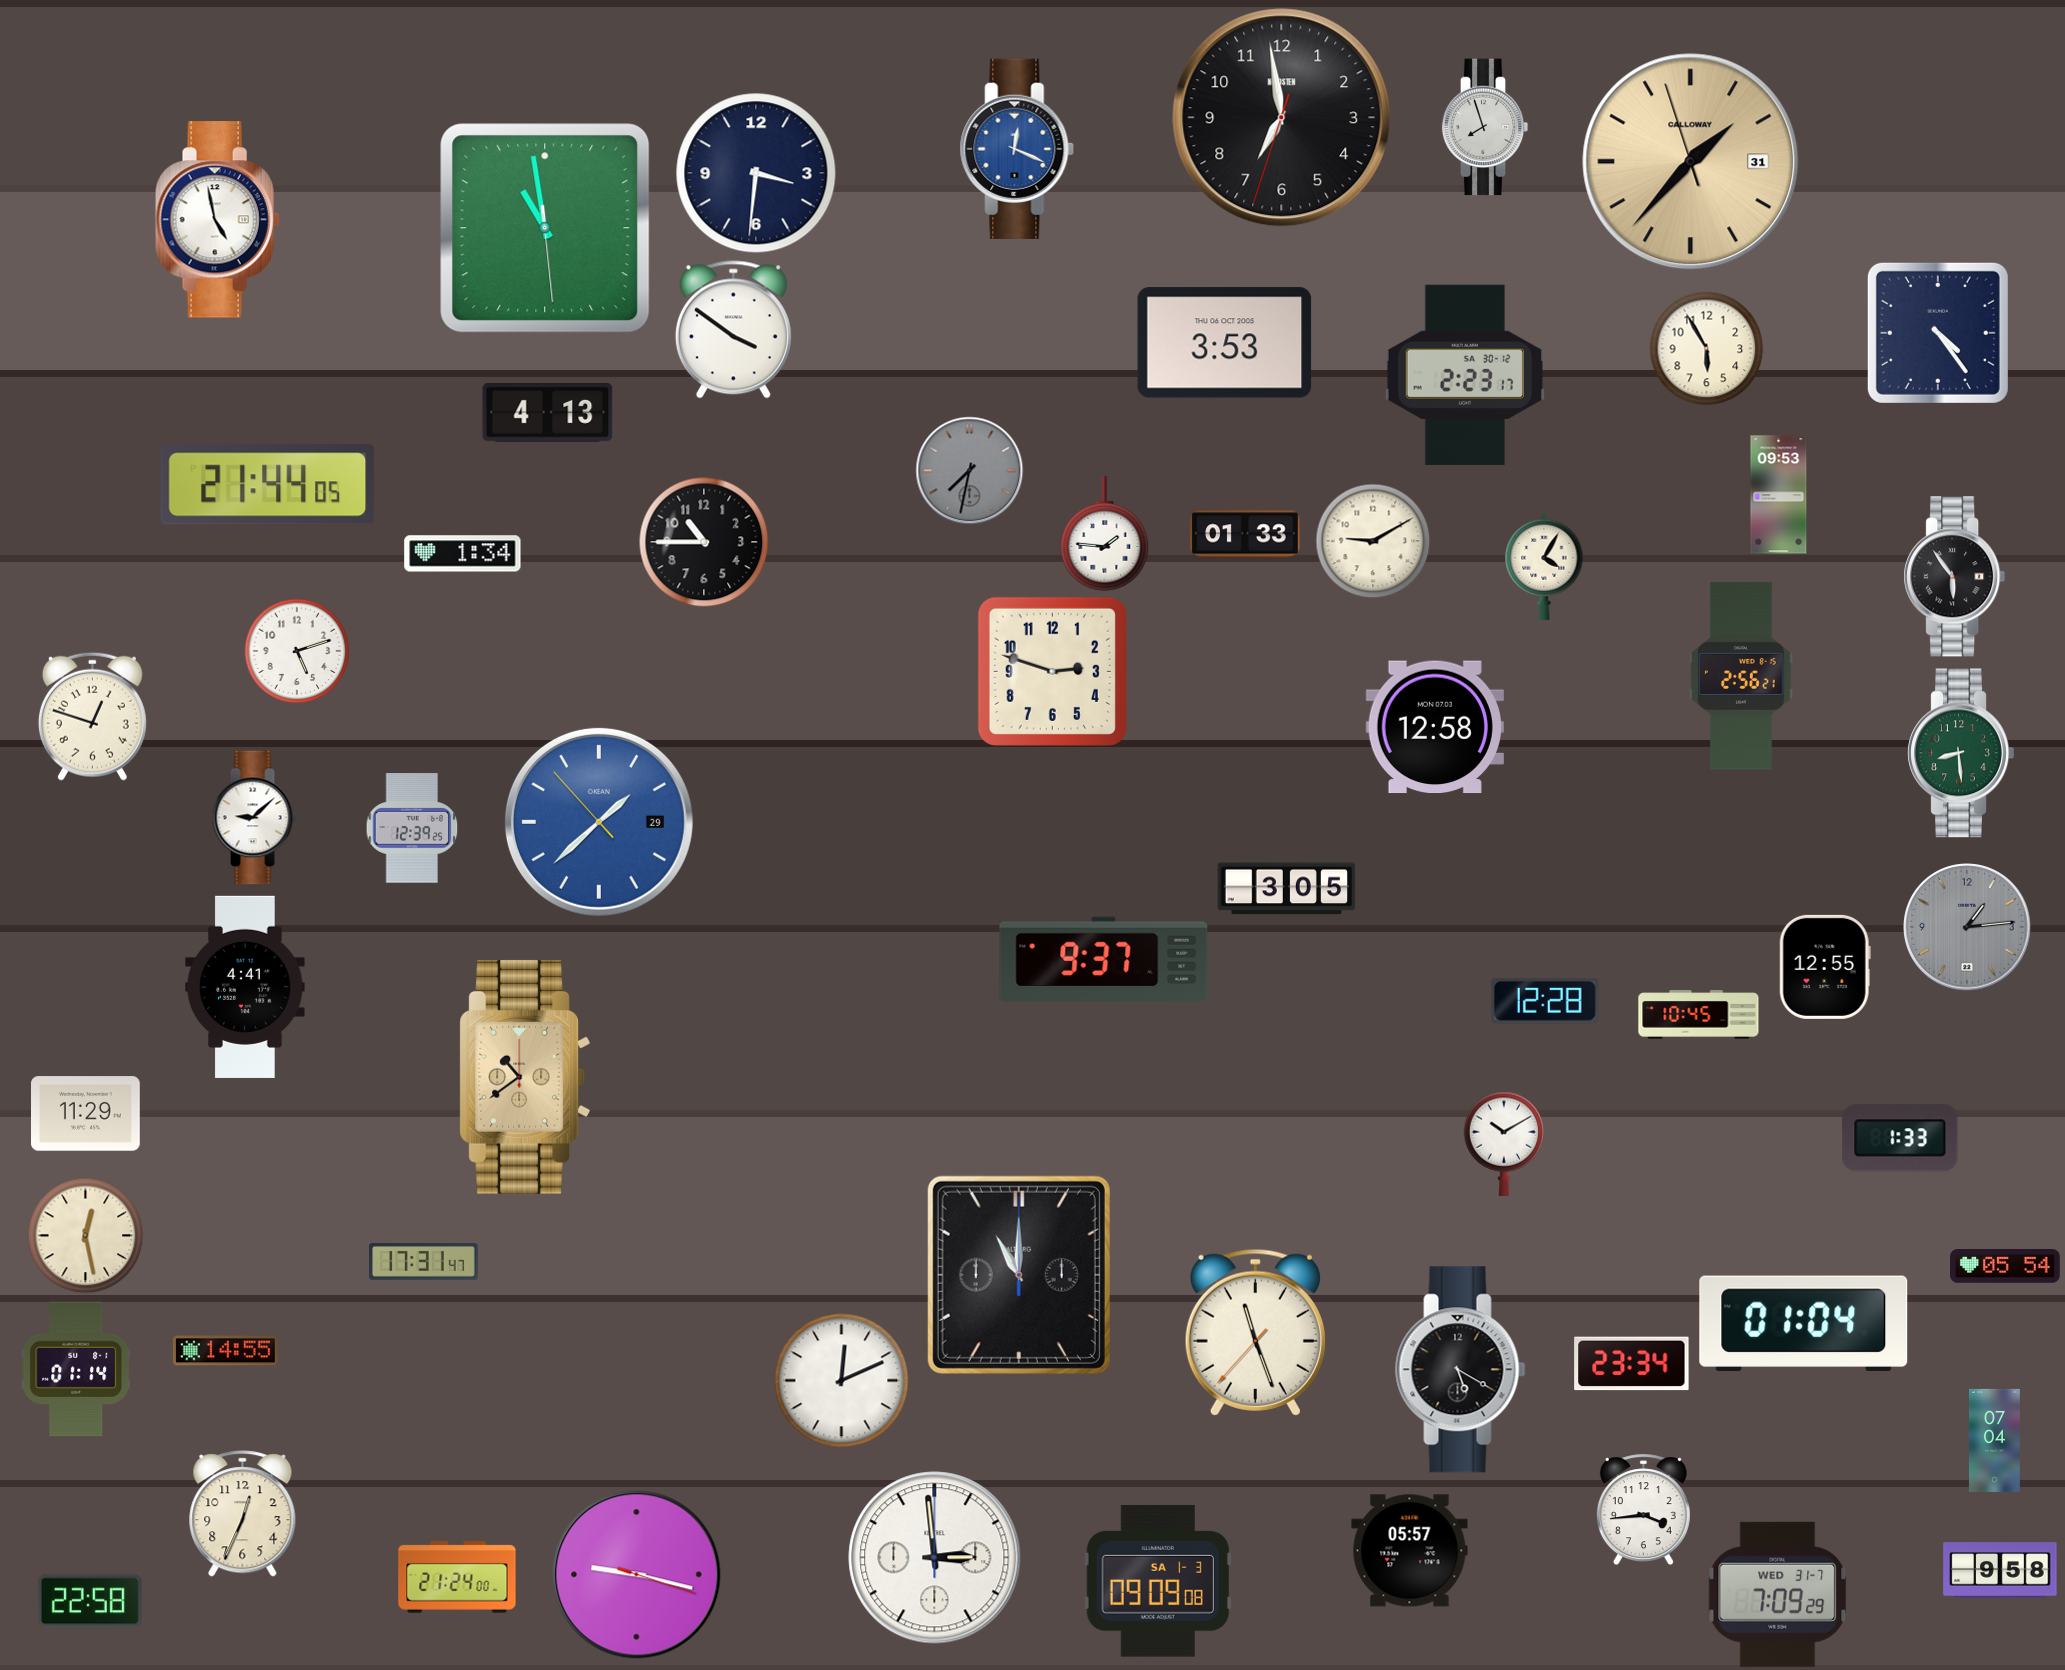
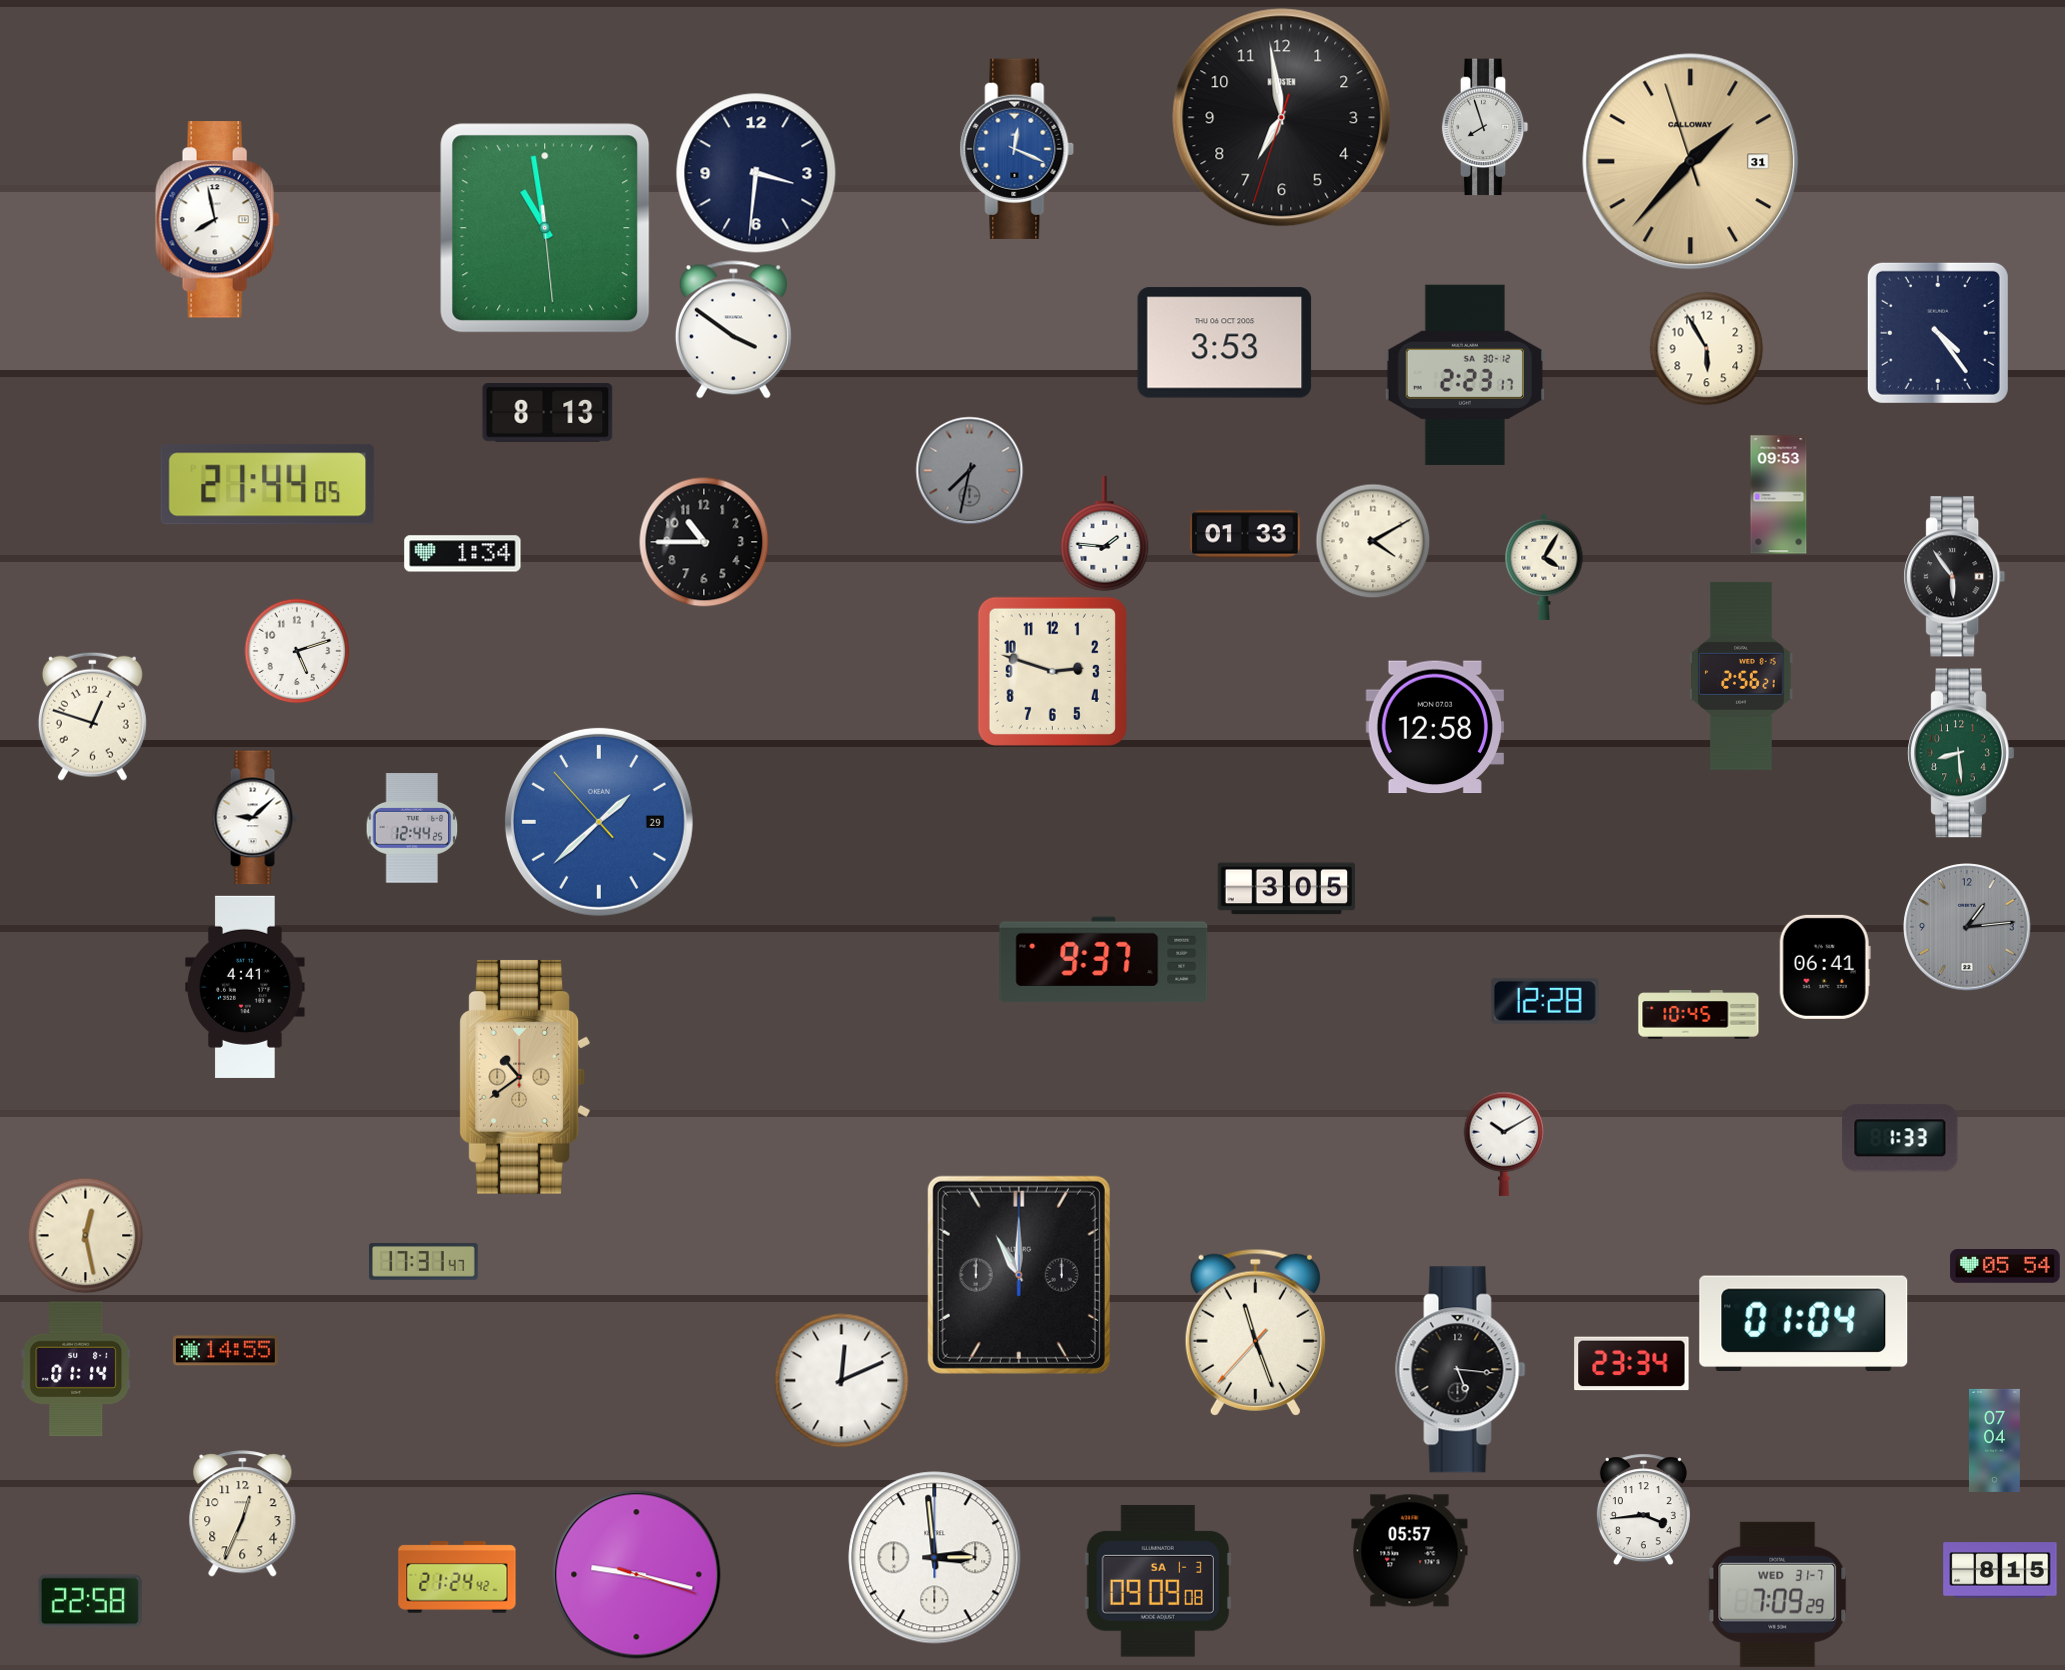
clock at (218, 220): 4:58 -> 7:58
clock at (548, 413): 4:13 -> 8:13
clock at (1373, 541): 9:10 -> 4:10
clock at (412, 828): 12:39 -> 12:44
clock at (1825, 967): 12:55 -> 06:41
clock at (86, 1114): 11:29 -> none
clock at (1461, 1370): 5:20 -> 5:16
clock at (2000, 1570): 9:58 -> 8:15
clock at (457, 1577): 21:24:00 -> 21:24:42
